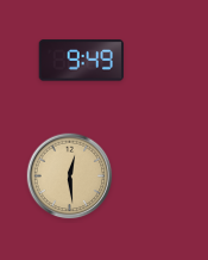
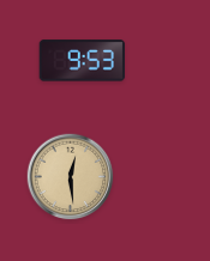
clock at (82, 61): 9:49 -> 9:53
